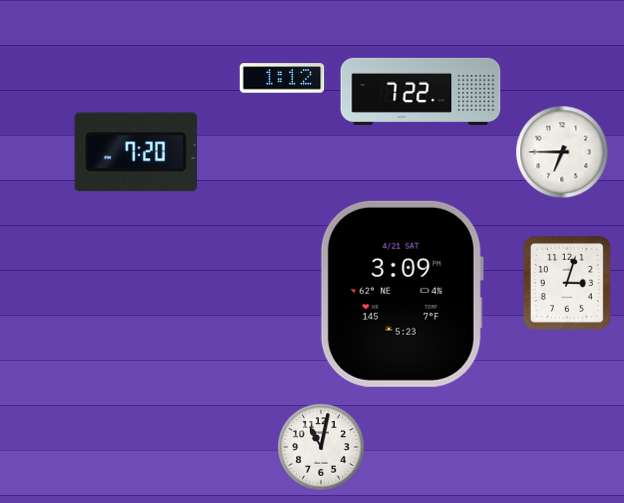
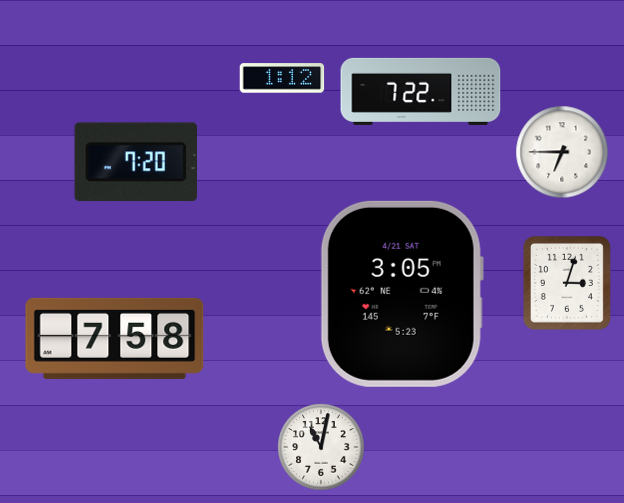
clock at (135, 152) position: (135, 152) -> (135, 162)
clock at (402, 294): 3:09 -> 3:05
clock at (115, 338): none -> 7:58
